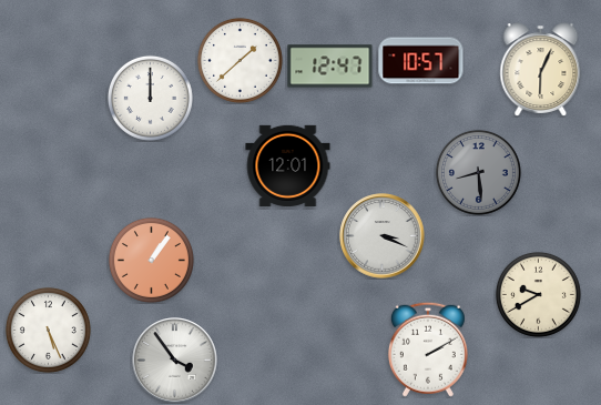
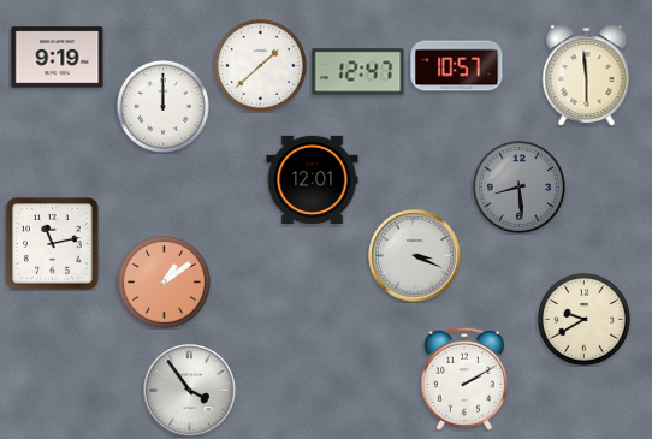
clock at (58, 58): none -> 9:19
clock at (541, 70): 6:04 -> 5:59
clock at (53, 244): none -> 11:13
clock at (151, 260): 1:06 -> 1:09
clock at (48, 330): 5:26 -> none
